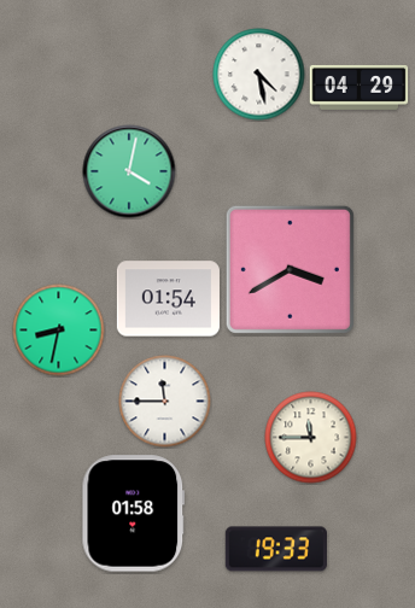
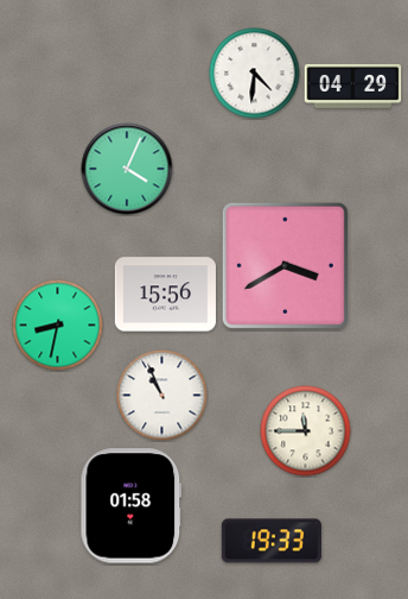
clock at (259, 75): 4:28 -> 4:31
clock at (129, 171): 4:02 -> 4:04
clock at (168, 299): 01:54 -> 15:56
clock at (165, 402): 11:45 -> 10:56
